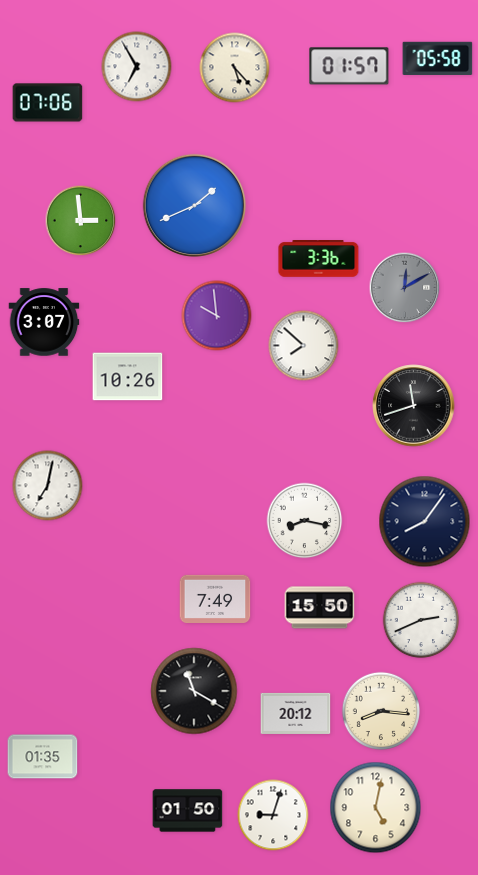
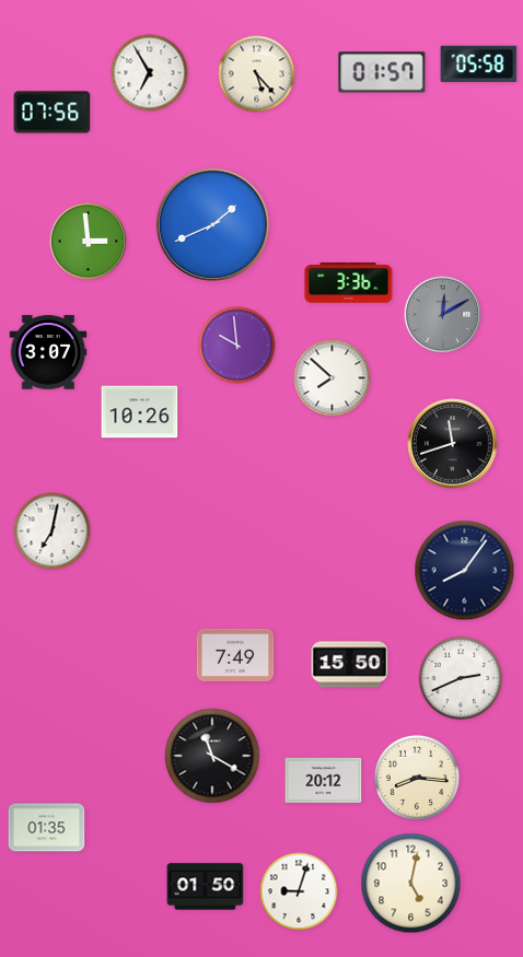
clock at (48, 103): 07:06 -> 07:56
clock at (305, 521): 8:17 -> none
